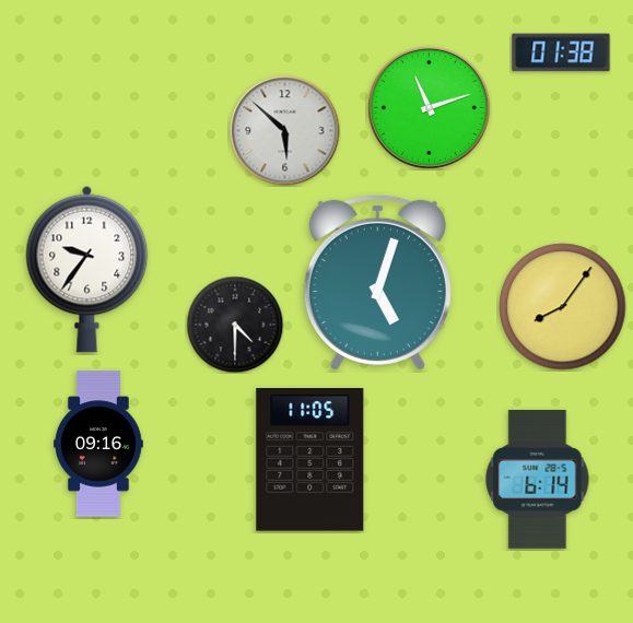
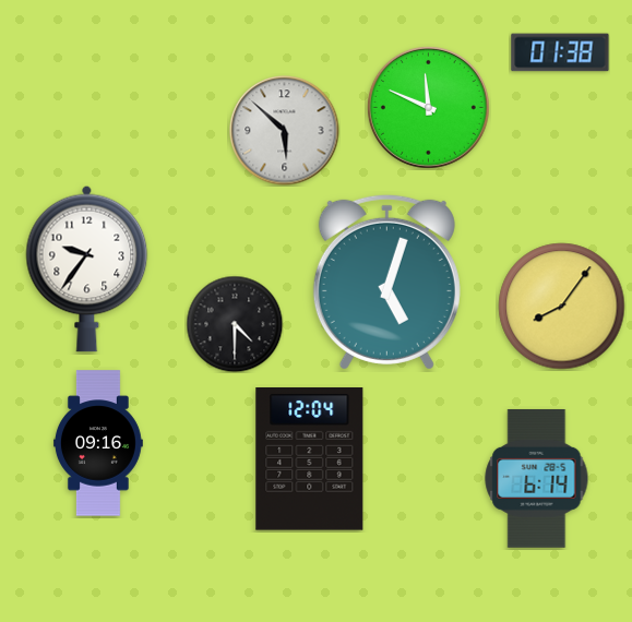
clock at (429, 107): 11:12 -> 11:49
clock at (377, 282) position: (377, 282) -> (386, 282)
clock at (310, 460): 11:05 -> 12:04
